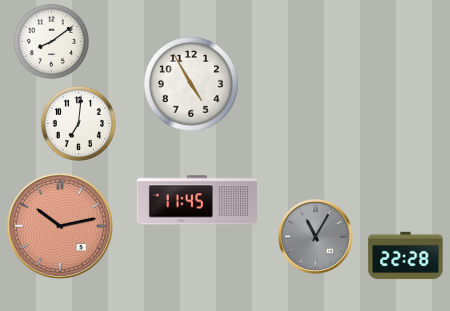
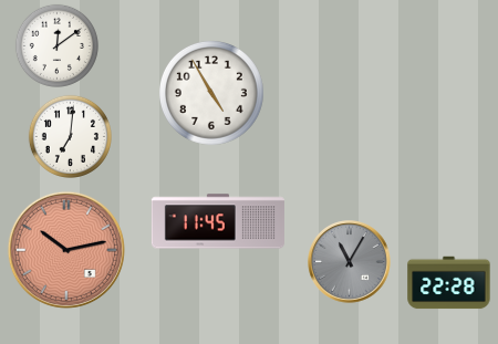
clock at (51, 41): 8:09 -> 12:09
clock at (78, 123) position: (78, 123) -> (70, 136)
